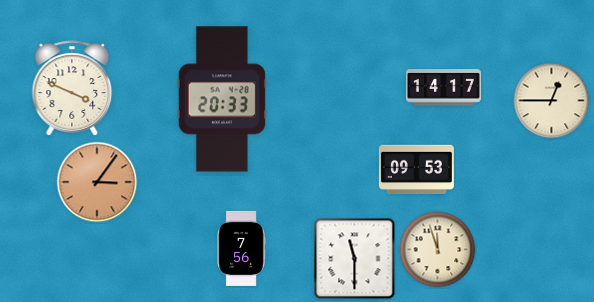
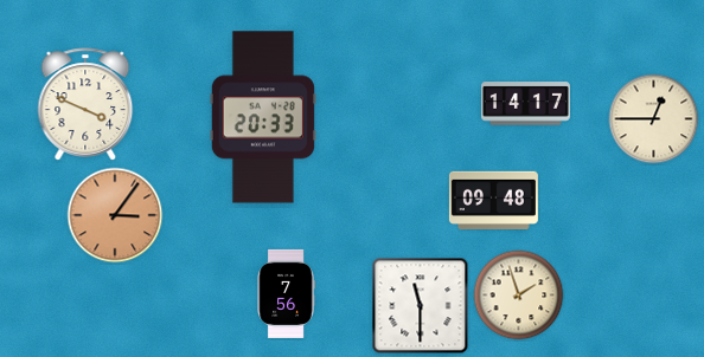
clock at (416, 169): 09:53 -> 09:48
clock at (438, 250): 11:57 -> 1:57
